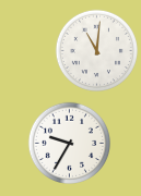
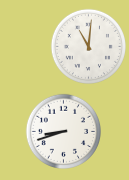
clock at (69, 143): 9:35 -> 8:42
